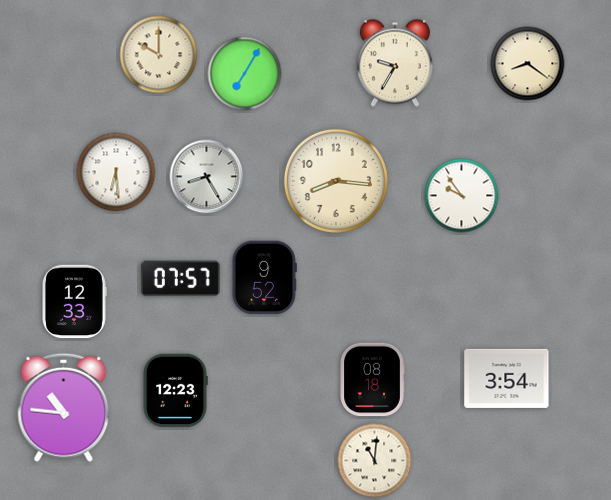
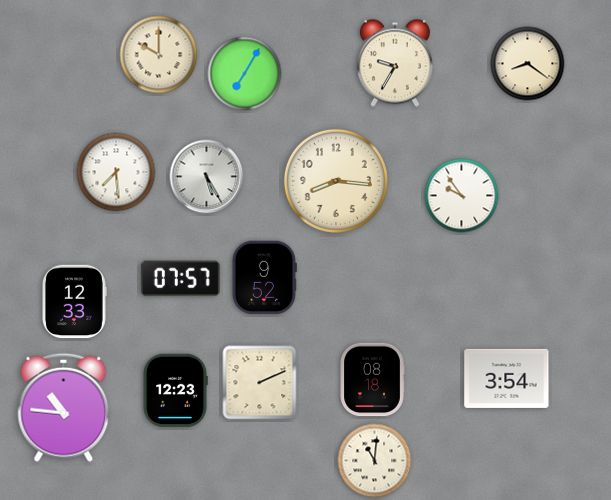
clock at (116, 172): 6:29 -> 7:29
clock at (207, 177): 8:25 -> 5:25
clock at (260, 383): none -> 2:11
